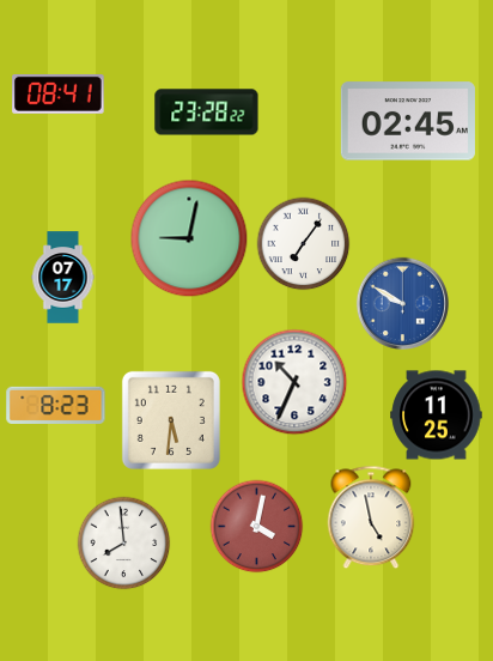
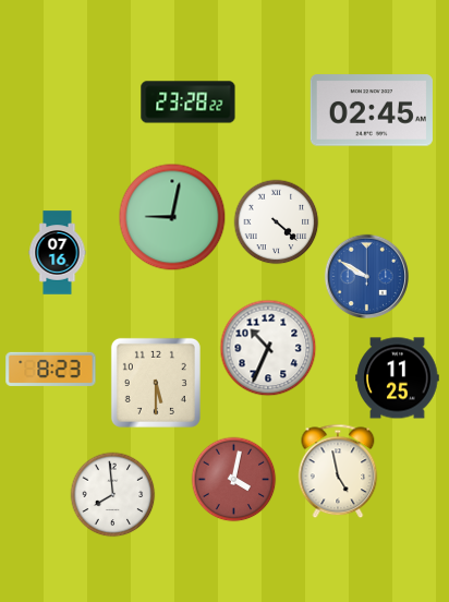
clock at (59, 95): 08:41 -> none
clock at (303, 243): 7:06 -> 4:22
clock at (63, 278): 07:17 -> 07:16
clock at (171, 420): 5:31 -> 5:30
